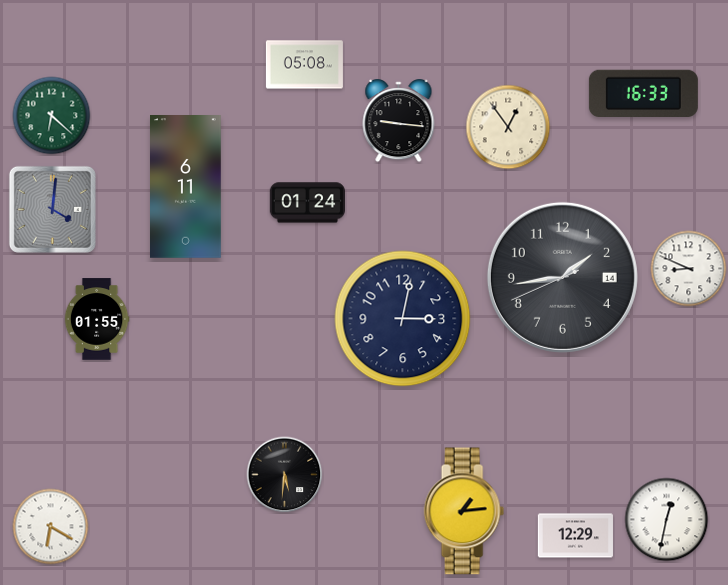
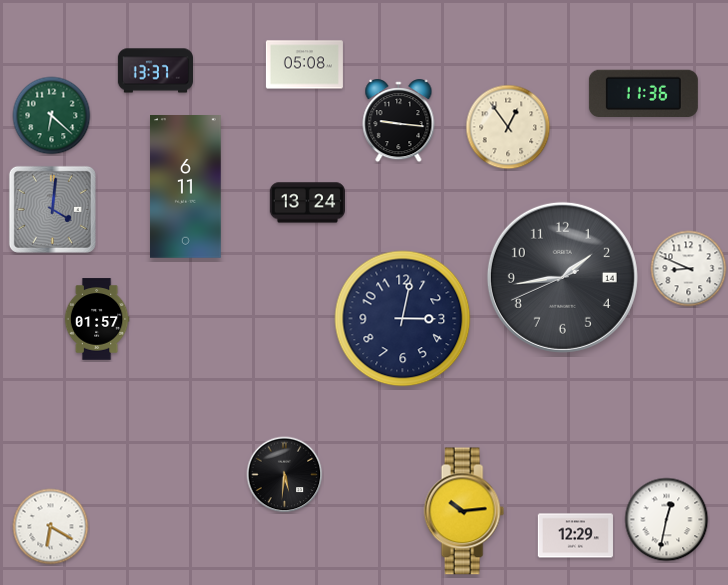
clock at (155, 71): none -> 13:37
clock at (643, 93): 16:33 -> 11:36
clock at (307, 203): 01:24 -> 13:24
clock at (97, 319): 01:55 -> 01:57
clock at (464, 511): 1:14 -> 10:14
